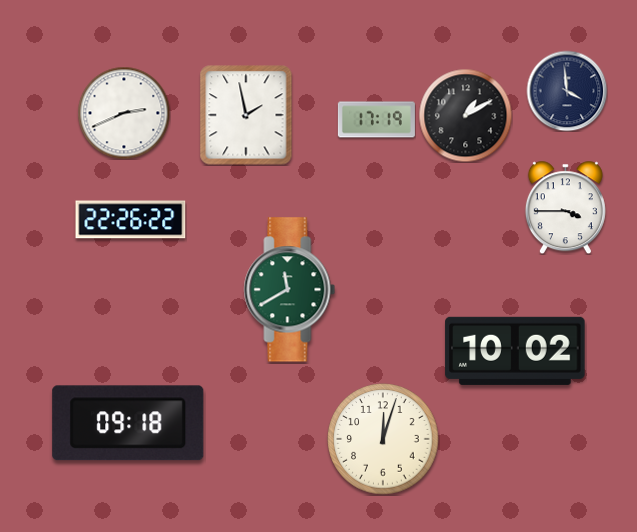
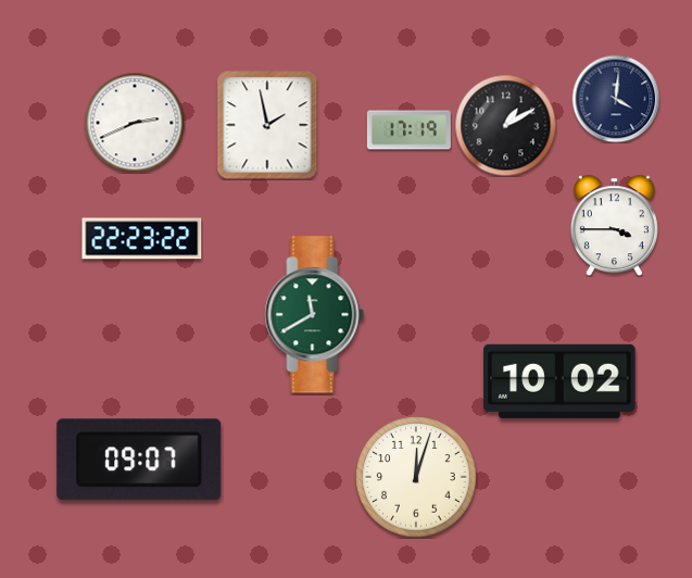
clock at (567, 91): 3:59 -> 4:01
clock at (131, 220): 22:26 -> 22:23
clock at (128, 423): 09:18 -> 09:07
